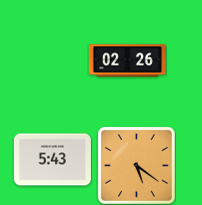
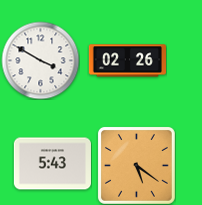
clock at (40, 60): none -> 3:50
clock at (52, 160) position: (52, 160) -> (52, 164)
